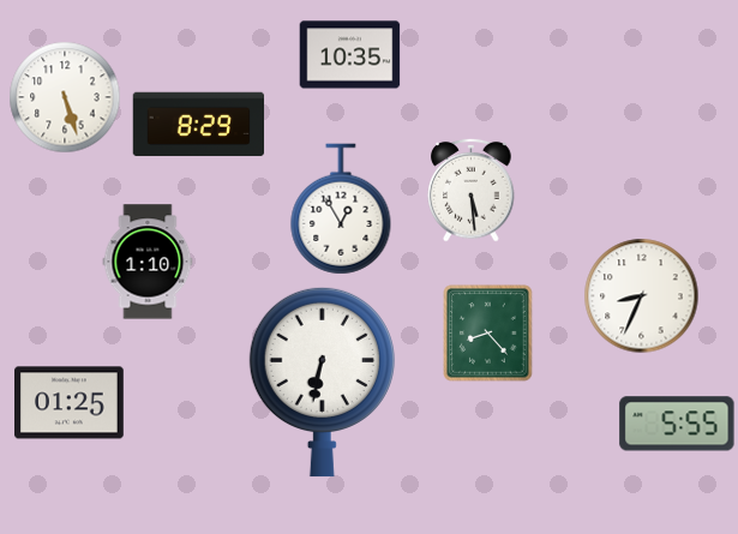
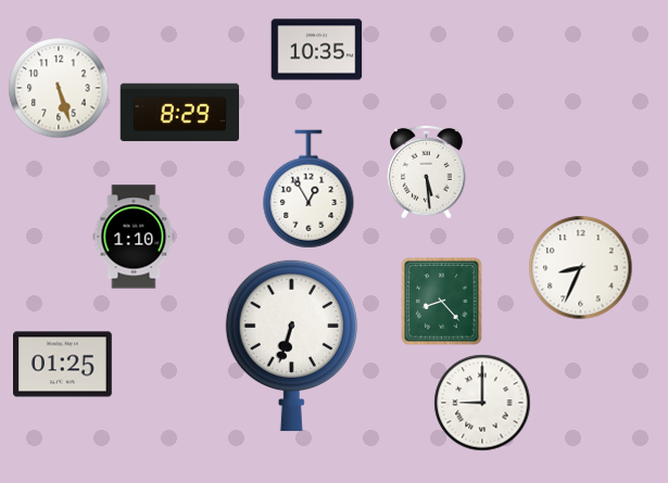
clock at (322, 382): 6:32 -> 6:33
clock at (677, 424): 5:55 -> none
clock at (482, 403): none -> 9:00
